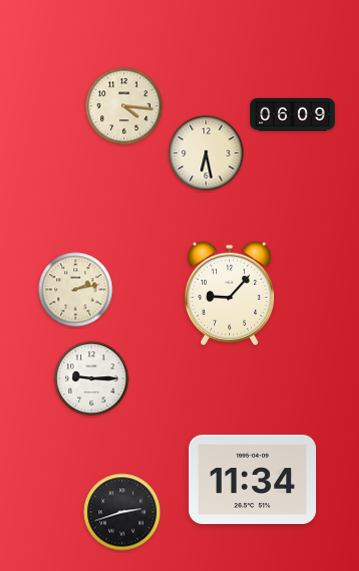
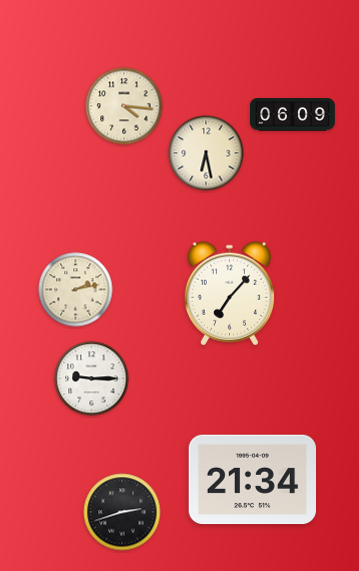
clock at (229, 294): 9:07 -> 7:07
clock at (252, 480): 11:34 -> 21:34
